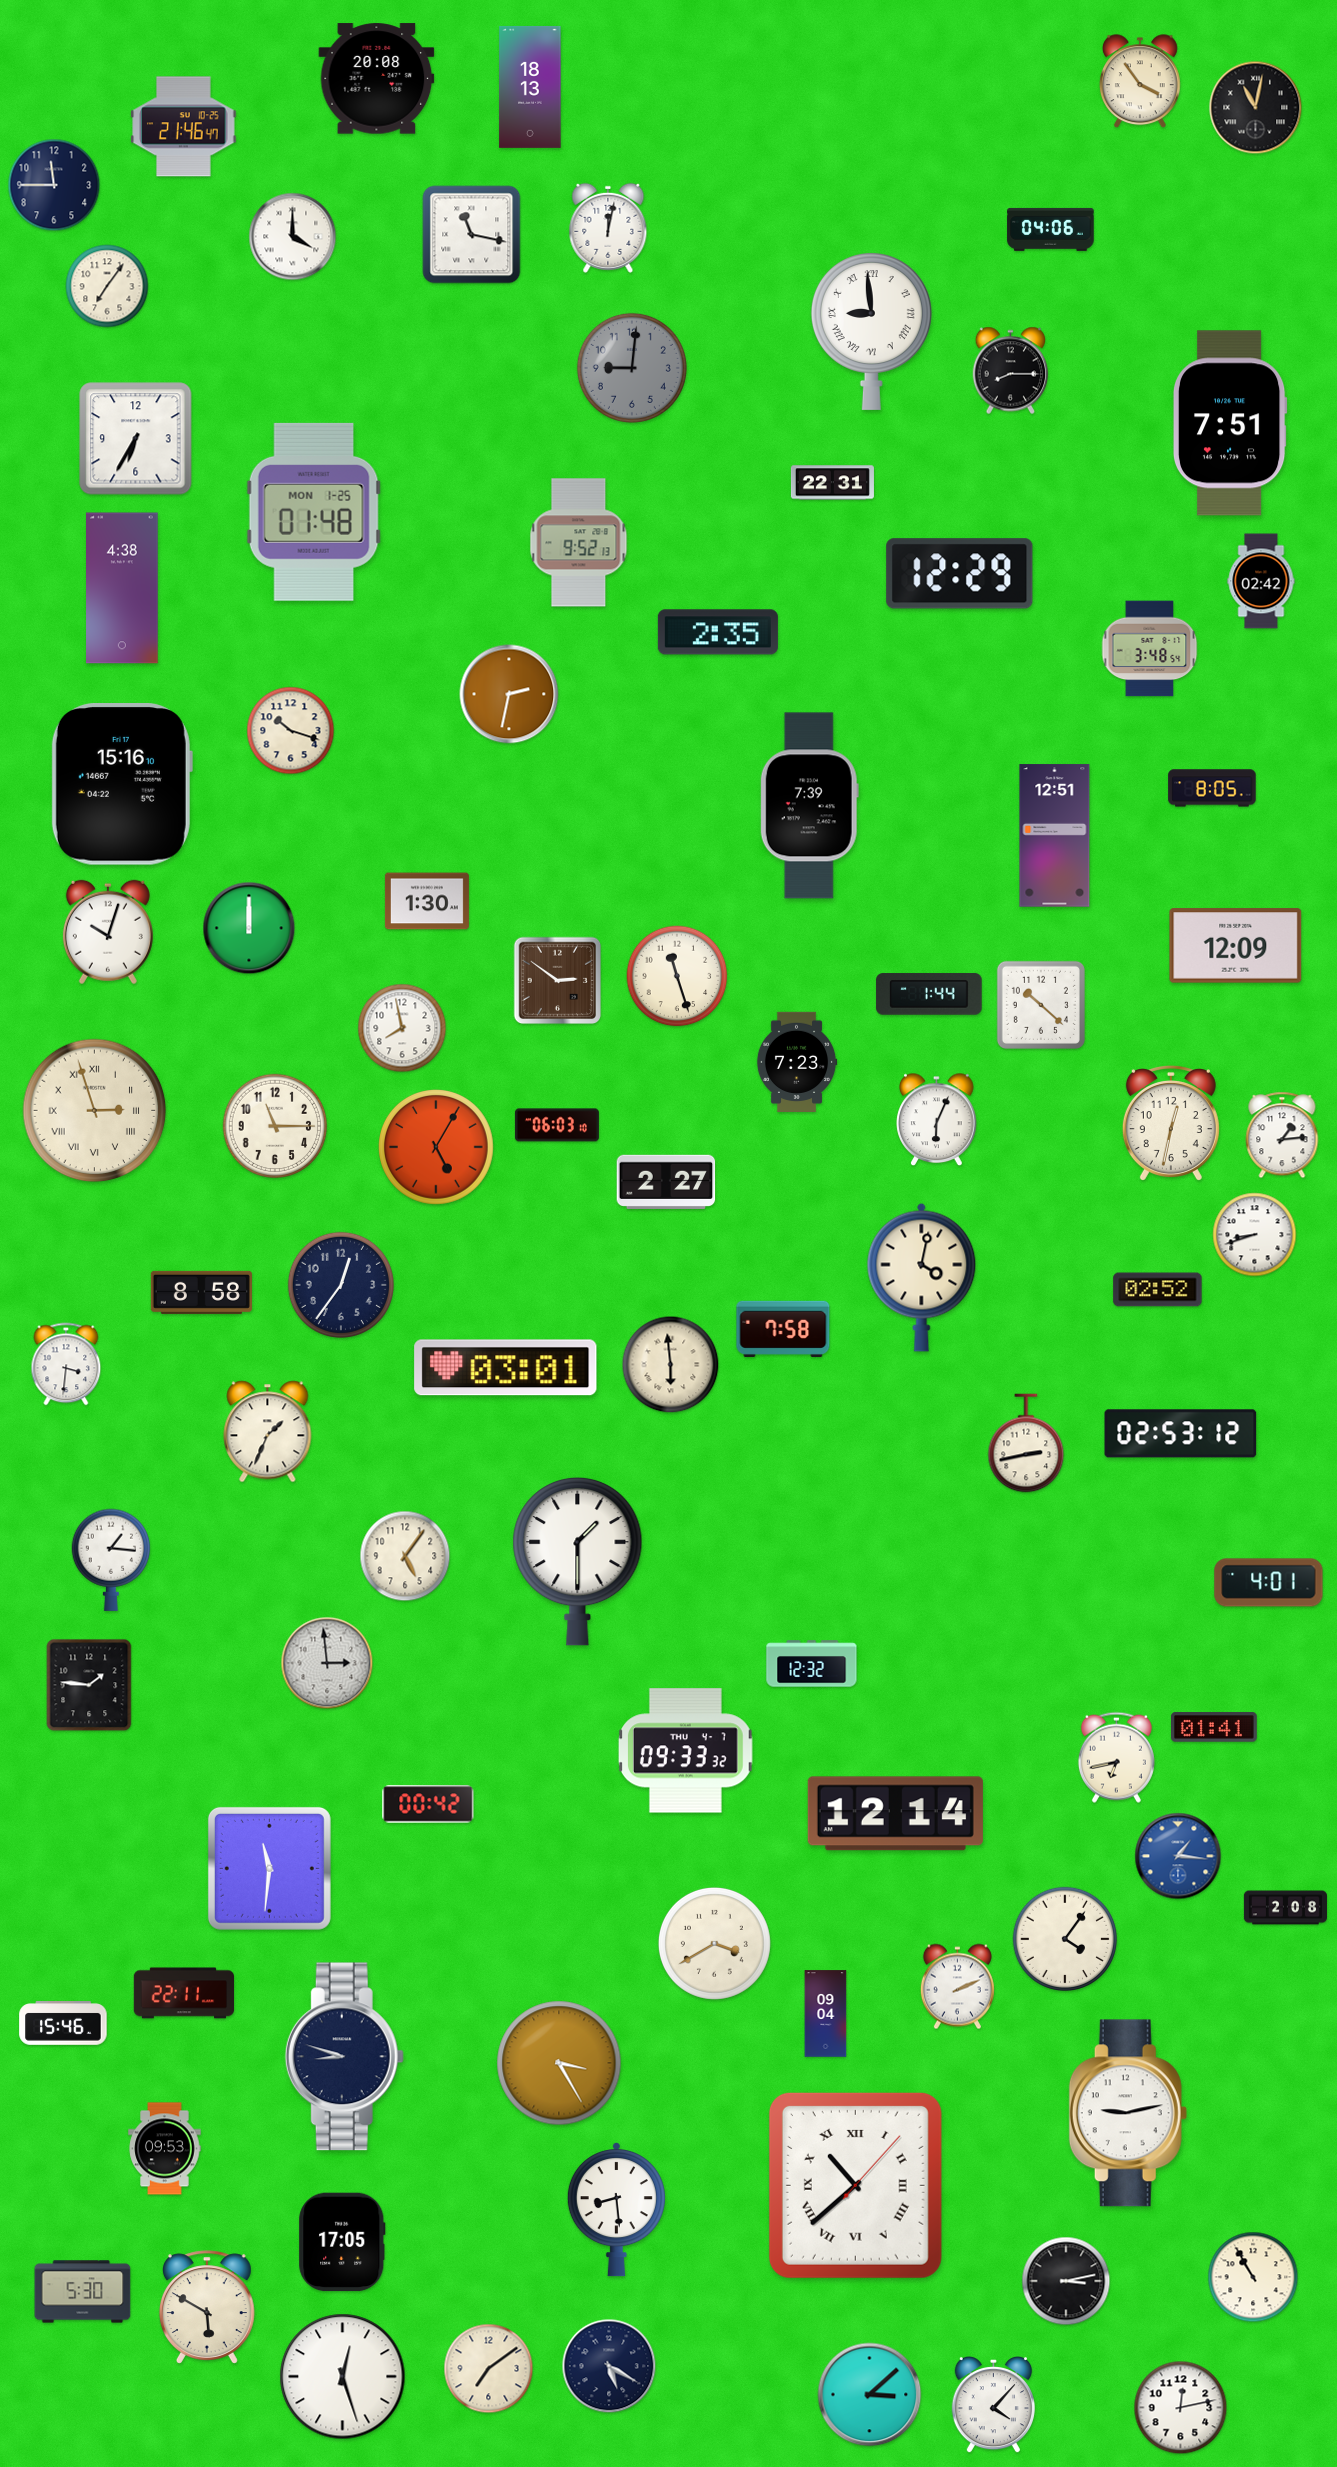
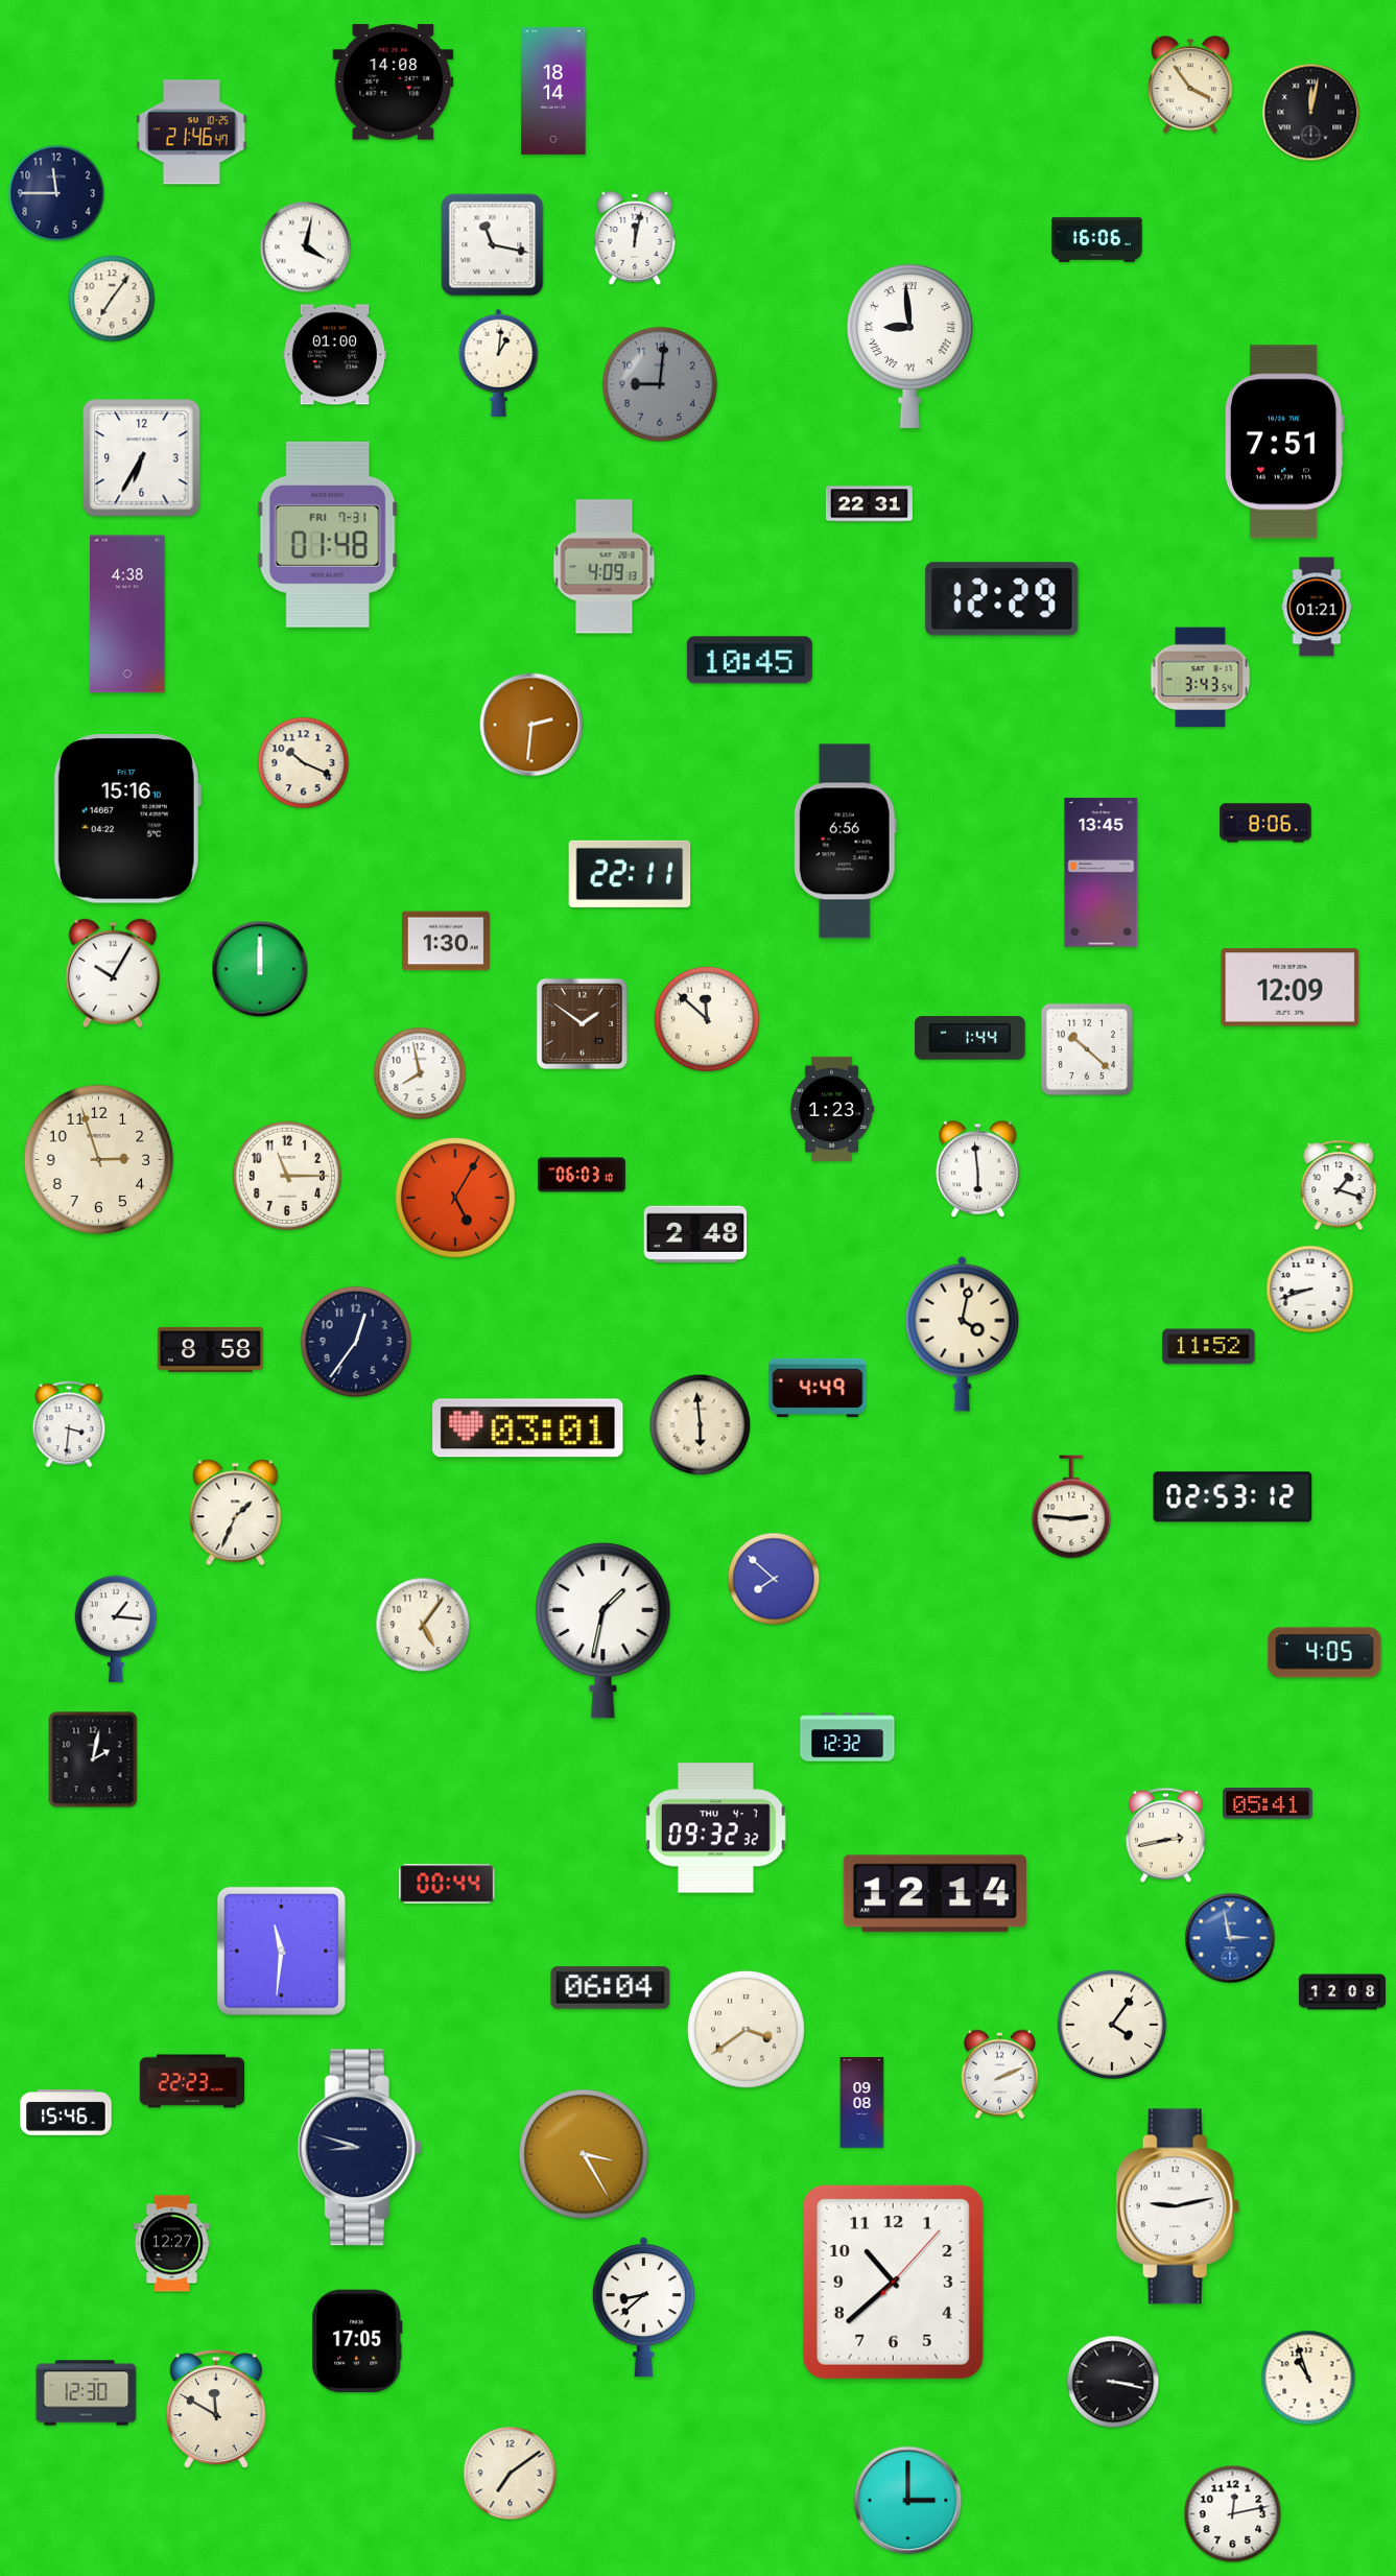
clock at (377, 79): 20:08 -> 14:08
clock at (530, 87): 18:13 -> 18:14
clock at (1256, 108): 11:02 -> 12:02
clock at (1051, 229): 04:06 -> 16:06
clock at (293, 237): 4:00 -> 4:02
clock at (335, 355): none -> 01:00
clock at (499, 362): none -> 1:01
clock at (1011, 371): 8:15 -> none
clock at (314, 512) date: MON 1-25 -> FRI 7-31
clock at (579, 543): 9:52 -> 4:09
clock at (1261, 581): 02:42 -> 01:21
clock at (718, 632): 2:35 -> 10:45
clock at (1150, 649): 3:48 -> 3:43
clock at (509, 694): 2:32 -> 2:31
clock at (291, 731): 10:18 -> 10:19
clock at (1212, 788): 8:05 -> 8:06
clock at (809, 806): 7:39 -> 6:56
clock at (1055, 836): 12:51 -> 13:45
clock at (630, 874): none -> 22:11
clock at (108, 932): 10:03 -> 10:05
clock at (677, 976): 11:27 -> 11:52
clock at (558, 981): 2:51 -> 1:51
clock at (797, 1061): 7:23 -> 1:23
clock at (95, 1111) numerals: Roman -> Arabic
clock at (937, 1120): 6:04 -> 5:59
clock at (1171, 1123): 12:32 -> none
clock at (1282, 1135): 1:14 -> 1:18
clock at (666, 1181): 2:27 -> 2:48
clock at (1158, 1290): 02:52 -> 11:52
clock at (783, 1329): 7:58 -> 4:49
clock at (268, 1432) position: (268, 1432) -> (236, 1513)
clock at (1026, 1443): 2:43 -> 2:46
clock at (774, 1579): none -> 7:52
clock at (578, 1561): 1:30 -> 1:32
clock at (1269, 1583): 4:01 -> 4:05
clock at (327, 1663): 2:59 -> none
clock at (89, 1685): 1:46 -> 2:02
clock at (1215, 1727): 01:41 -> 05:41
clock at (685, 1751): 09:33 -> 09:32
clock at (1116, 1757): 6:43 -> 2:43
clock at (428, 1804): 00:42 -> 00:44
clock at (1178, 1856): 1:16 -> 2:58
clock at (611, 1988): none -> 06:04
clock at (1285, 1908): 2:08 -> 12:08
clock at (714, 1943): 3:40 -> 3:39
clock at (183, 1993): 22:11 -> 22:23
clock at (826, 2014): 09:04 -> 09:08
clock at (165, 2149): 09:53 -> 12:27
clock at (855, 2185) numerals: Roman -> Arabic
clock at (616, 2210): 8:29 -> 8:38
clock at (1253, 2277): 10:55 -> 10:57
clock at (1066, 2281): 3:13 -> 3:17
clock at (83, 2292): 5:30 -> 12:30
clock at (207, 2307): 5:50 -> 11:50
clock at (609, 2366): 5:20 -> none
clock at (343, 2377): 12:27 -> none
clock at (870, 2395): 3:08 -> 3:00
clock at (993, 2405): 4:07 -> none
